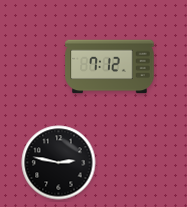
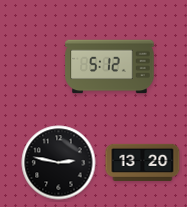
clock at (110, 67): 7:12 -> 5:12
clock at (143, 162): none -> 13:20
